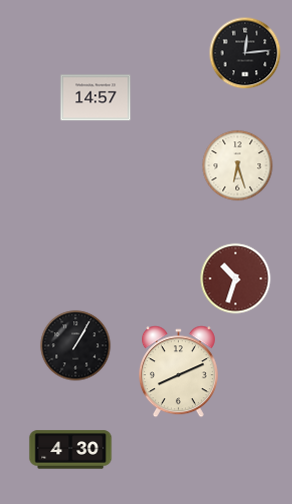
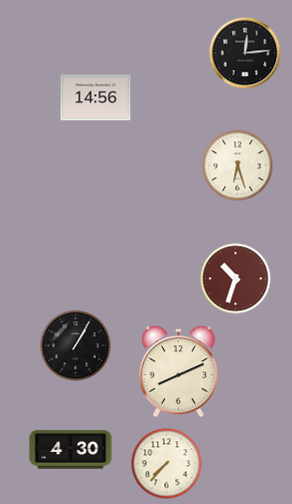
clock at (96, 98): 14:57 -> 14:56
clock at (167, 464): none -> 7:37
